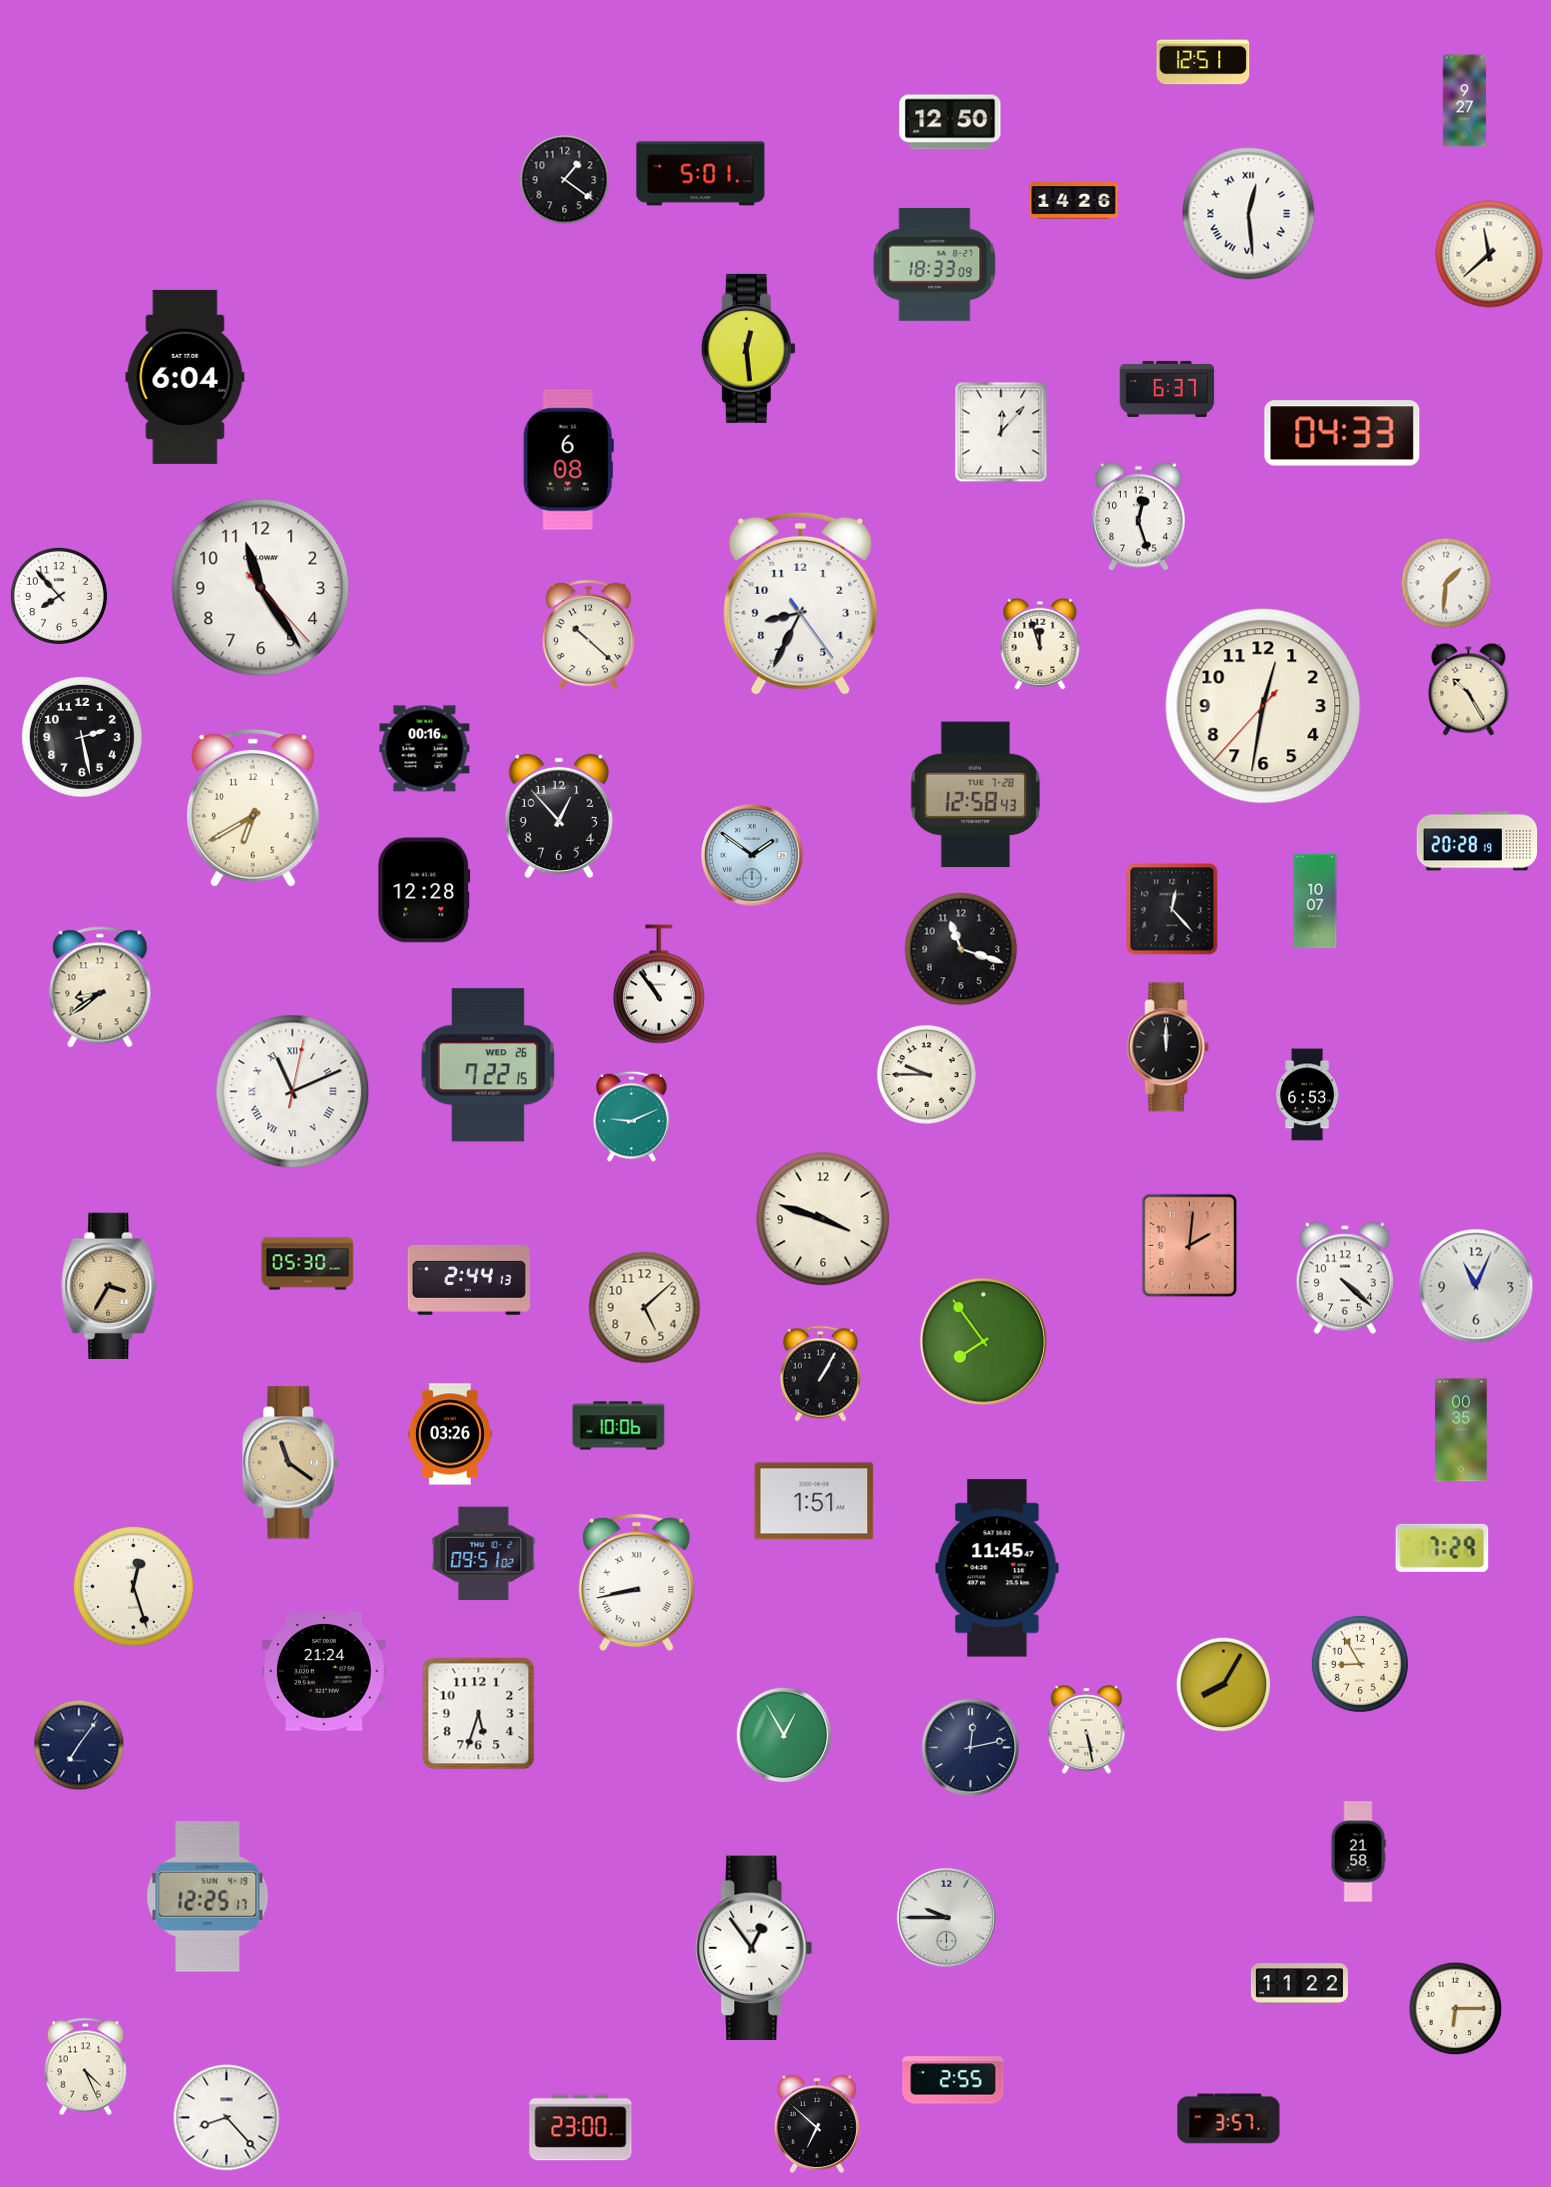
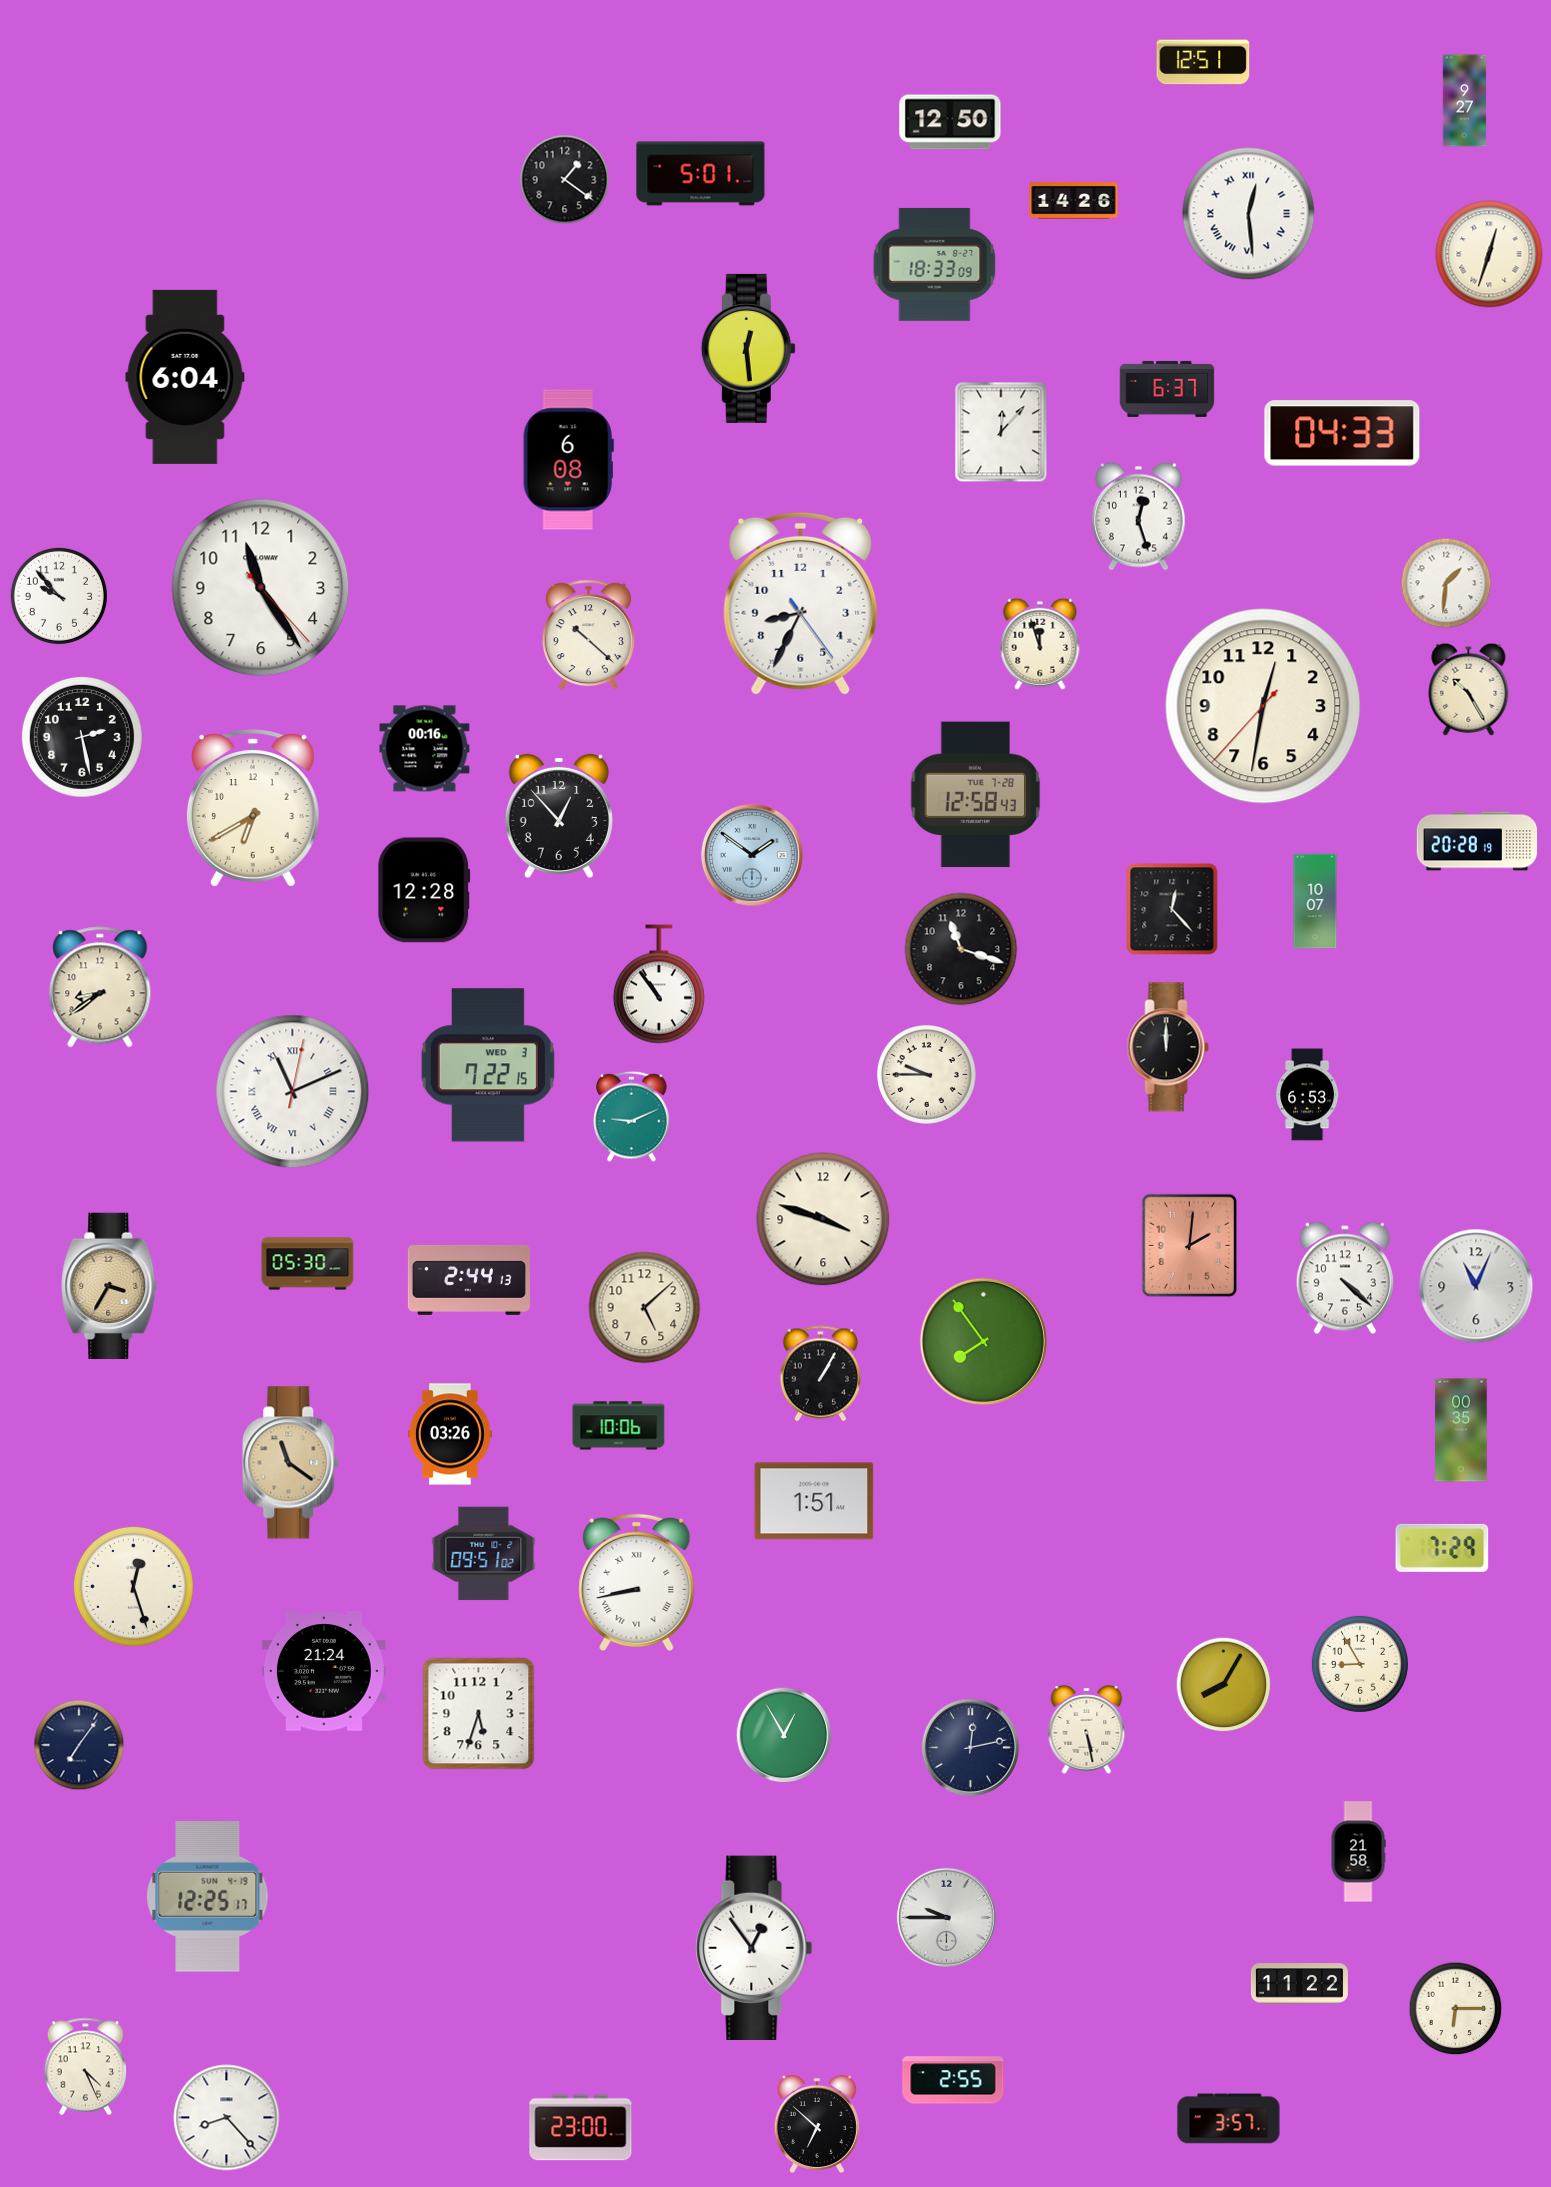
clock at (1489, 254): 11:38 -> 12:33
clock at (59, 596): 7:53 -> 9:53
clock at (488, 1065) date: WED 26 -> WED 3
clock at (997, 1568): 11:45 -> none
